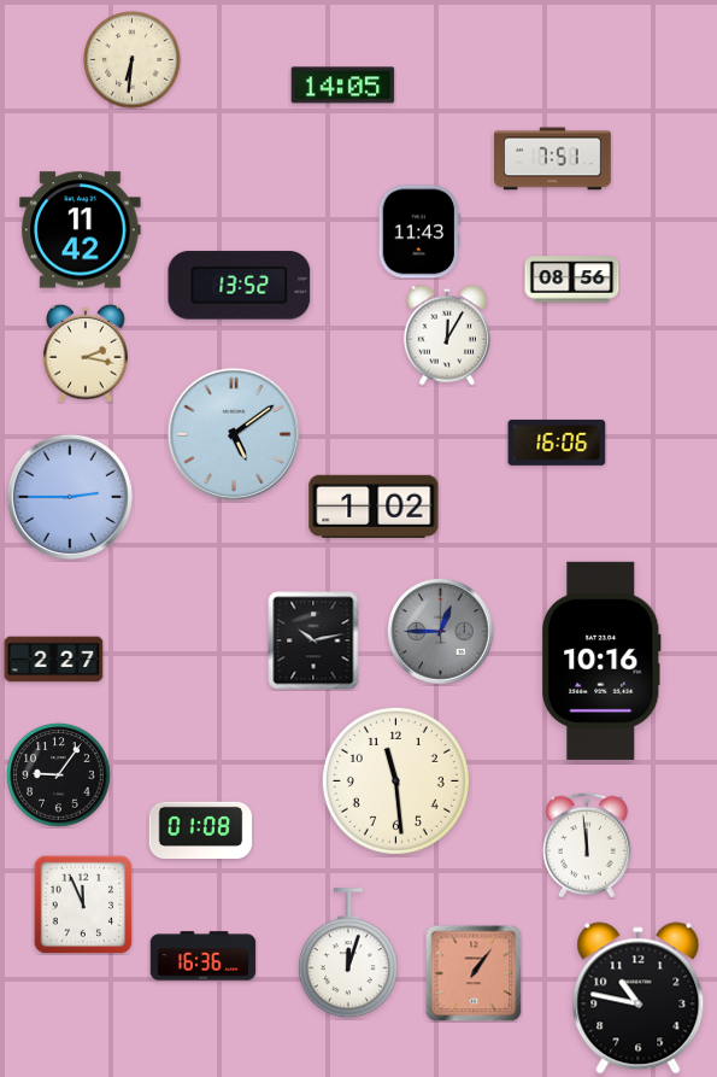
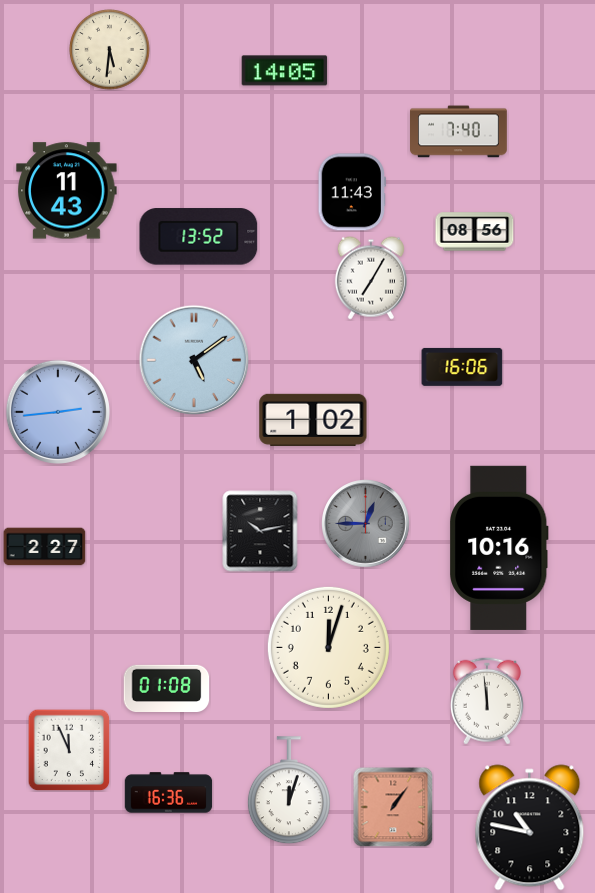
clock at (133, 60): 6:31 -> 5:31
clock at (553, 159): 7:51 -> 7:40
clock at (81, 230): 11:42 -> 11:43
clock at (418, 232) position: (418, 232) -> (351, 192)
clock at (447, 335): 12:05 -> 7:05
clock at (86, 353): 2:17 -> none
clock at (69, 496): 2:45 -> 2:44
clock at (374, 507) position: (374, 507) -> (313, 420)
clock at (59, 775): 9:06 -> none
clock at (395, 780): 11:29 -> 12:03
